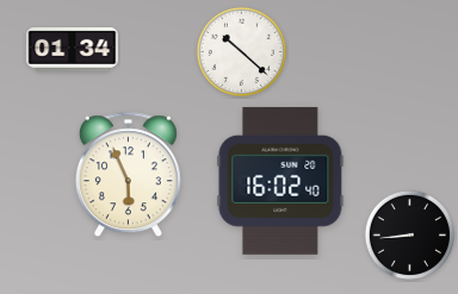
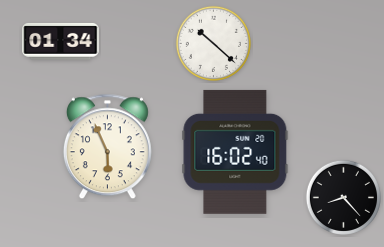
clock at (241, 51) position: (241, 51) -> (213, 43)
clock at (409, 234): 8:44 -> 8:23
